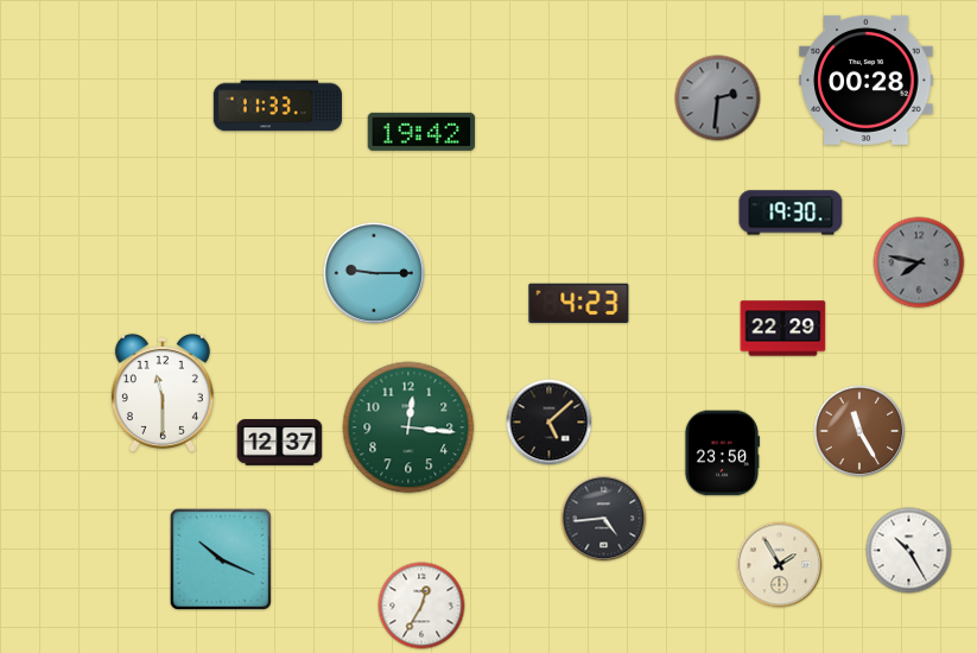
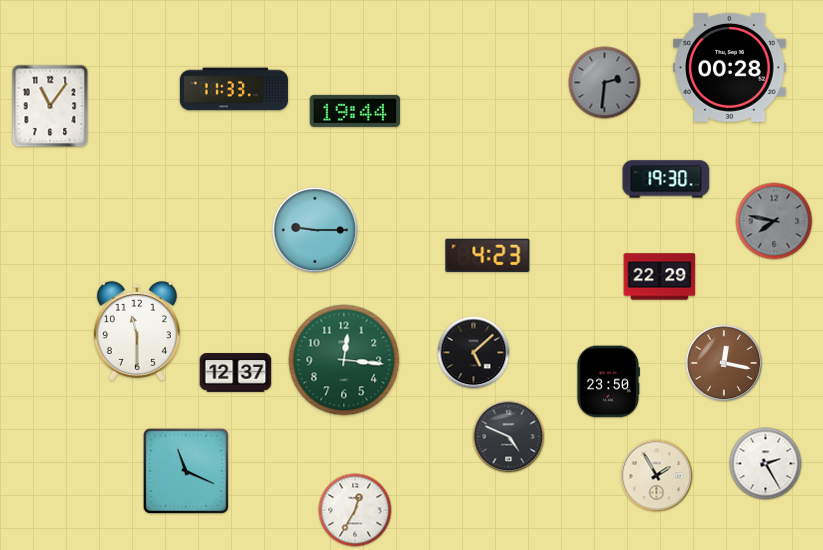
clock at (50, 106): none -> 11:06
clock at (421, 132): 19:42 -> 19:44
clock at (550, 423) position: (550, 423) -> (474, 353)
clock at (859, 431): 11:25 -> 12:17
clock at (604, 519): 4:44 -> 4:49
clock at (909, 551): 10:25 -> 2:25
clock at (221, 559): 10:19 -> 11:19
